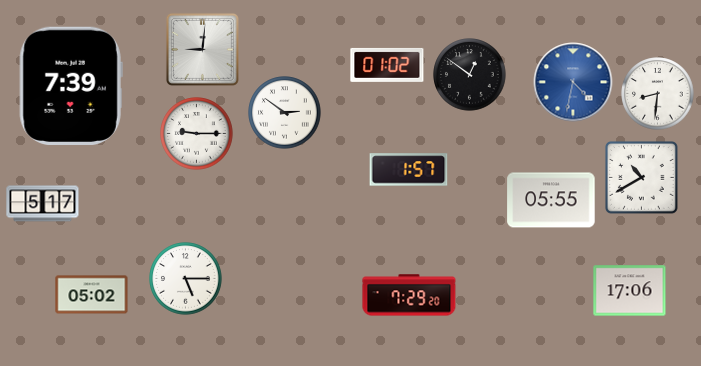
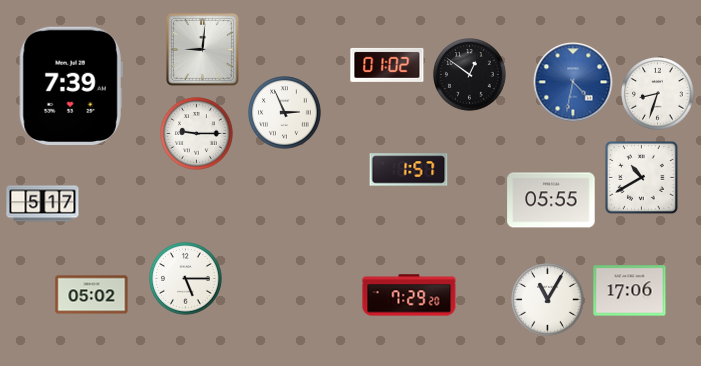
clock at (658, 94): 8:31 -> 8:33
clock at (285, 113): 2:51 -> 2:56
clock at (548, 300): none -> 11:05
